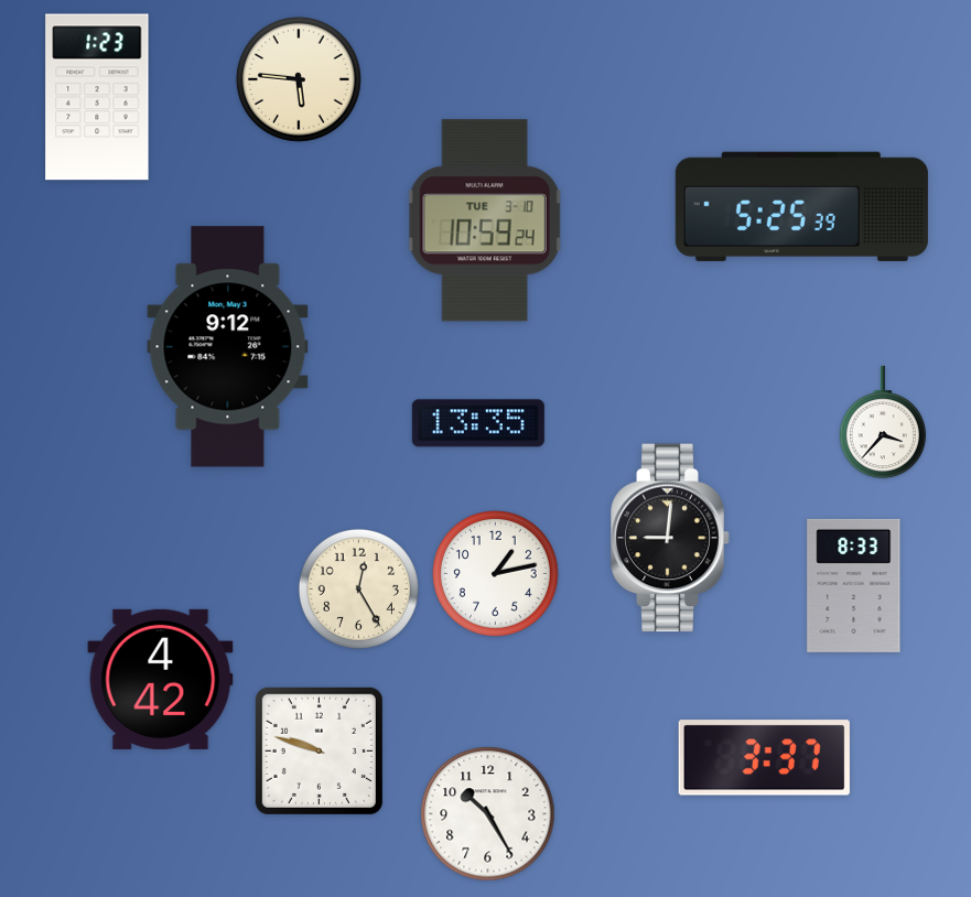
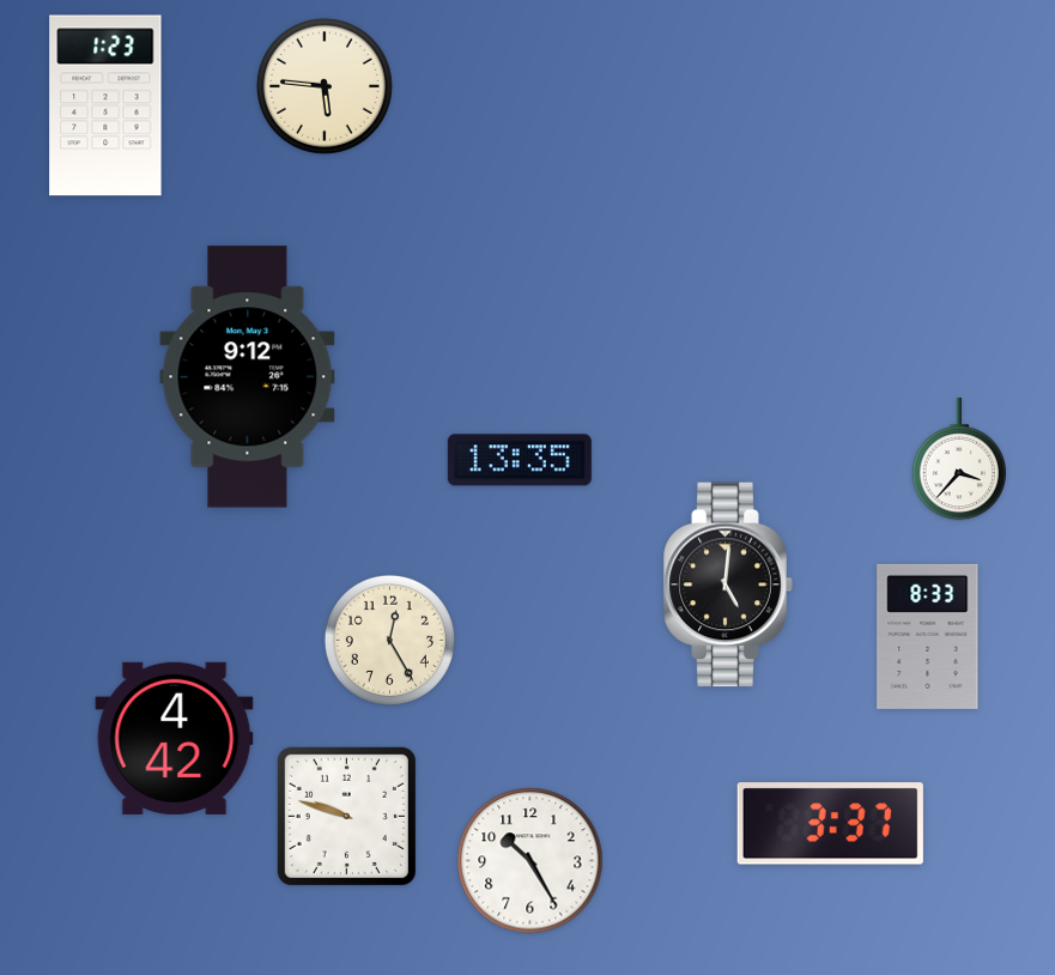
clock at (801, 206): 5:25 -> none
clock at (485, 220): 10:59 -> none
clock at (670, 538): 9:01 -> 5:01
clock at (496, 574): 1:13 -> none
clock at (488, 814) position: (488, 814) -> (530, 861)
